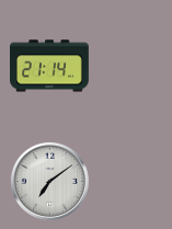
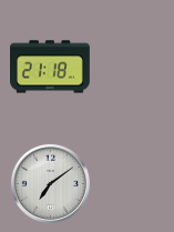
clock at (50, 66): 21:14 -> 21:18
